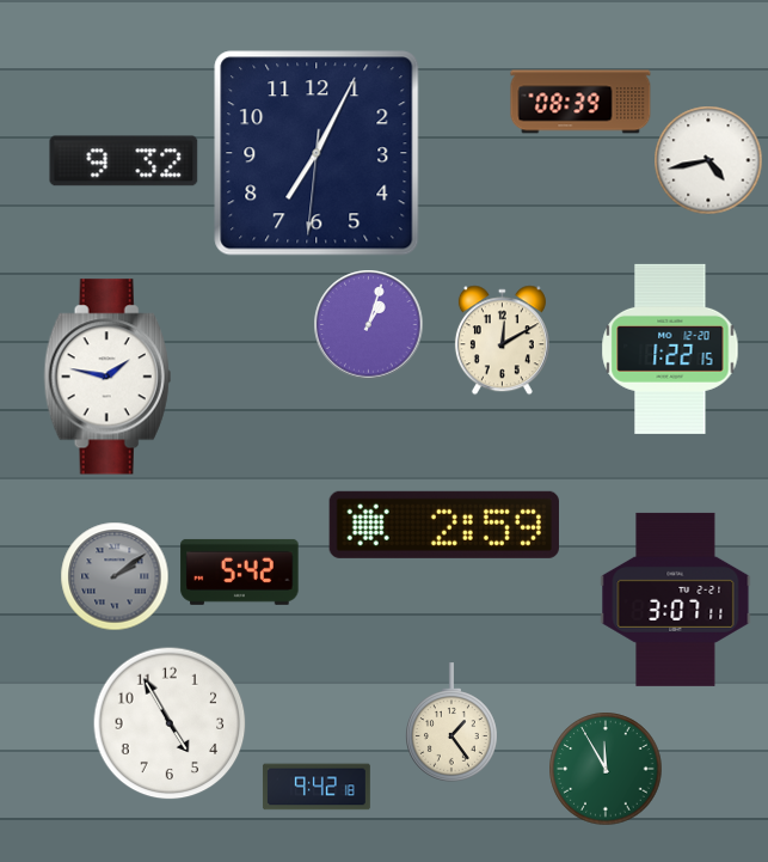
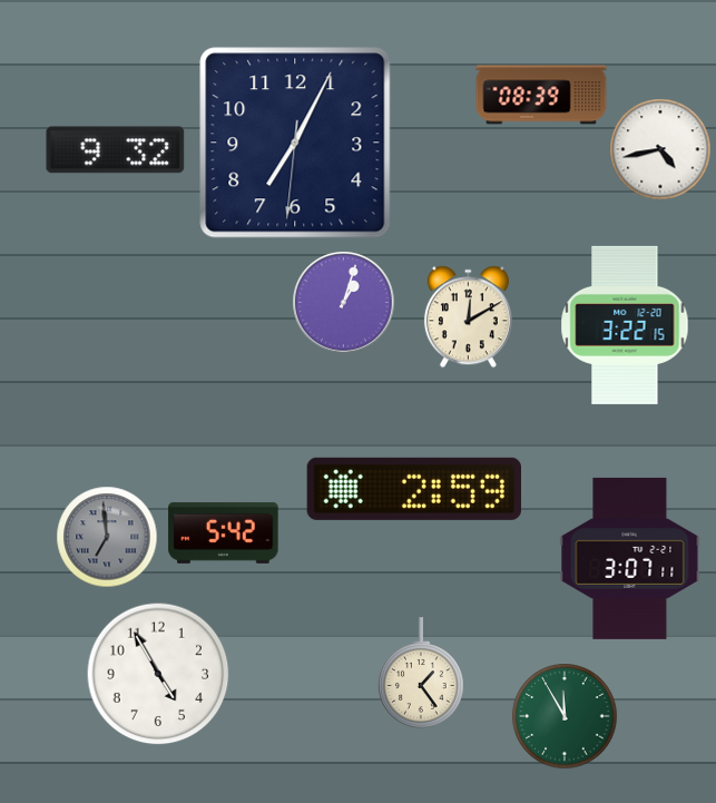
clock at (670, 349): 1:22 -> 3:22
clock at (107, 377): 1:47 -> none
clock at (115, 576): 2:09 -> 6:59
clock at (317, 787): 9:42 -> none
